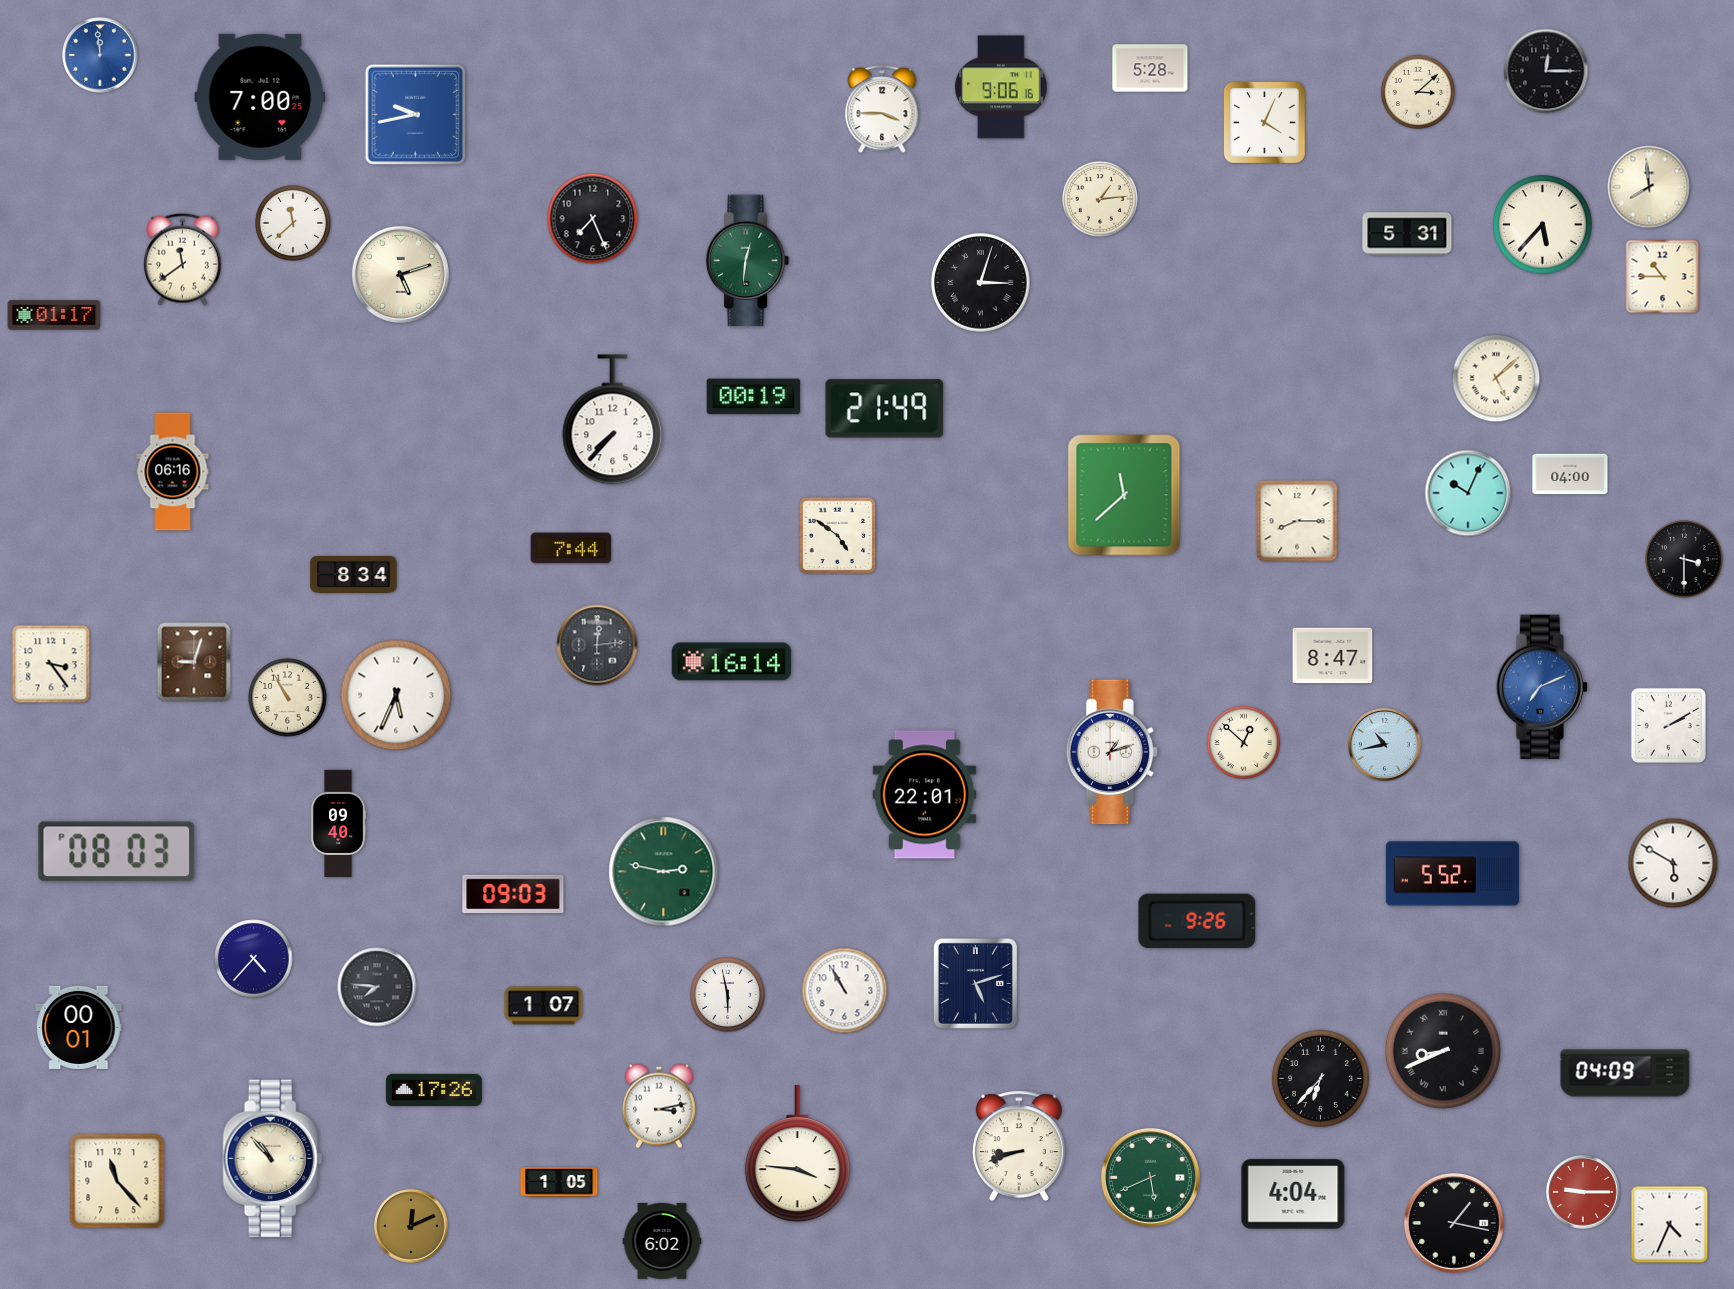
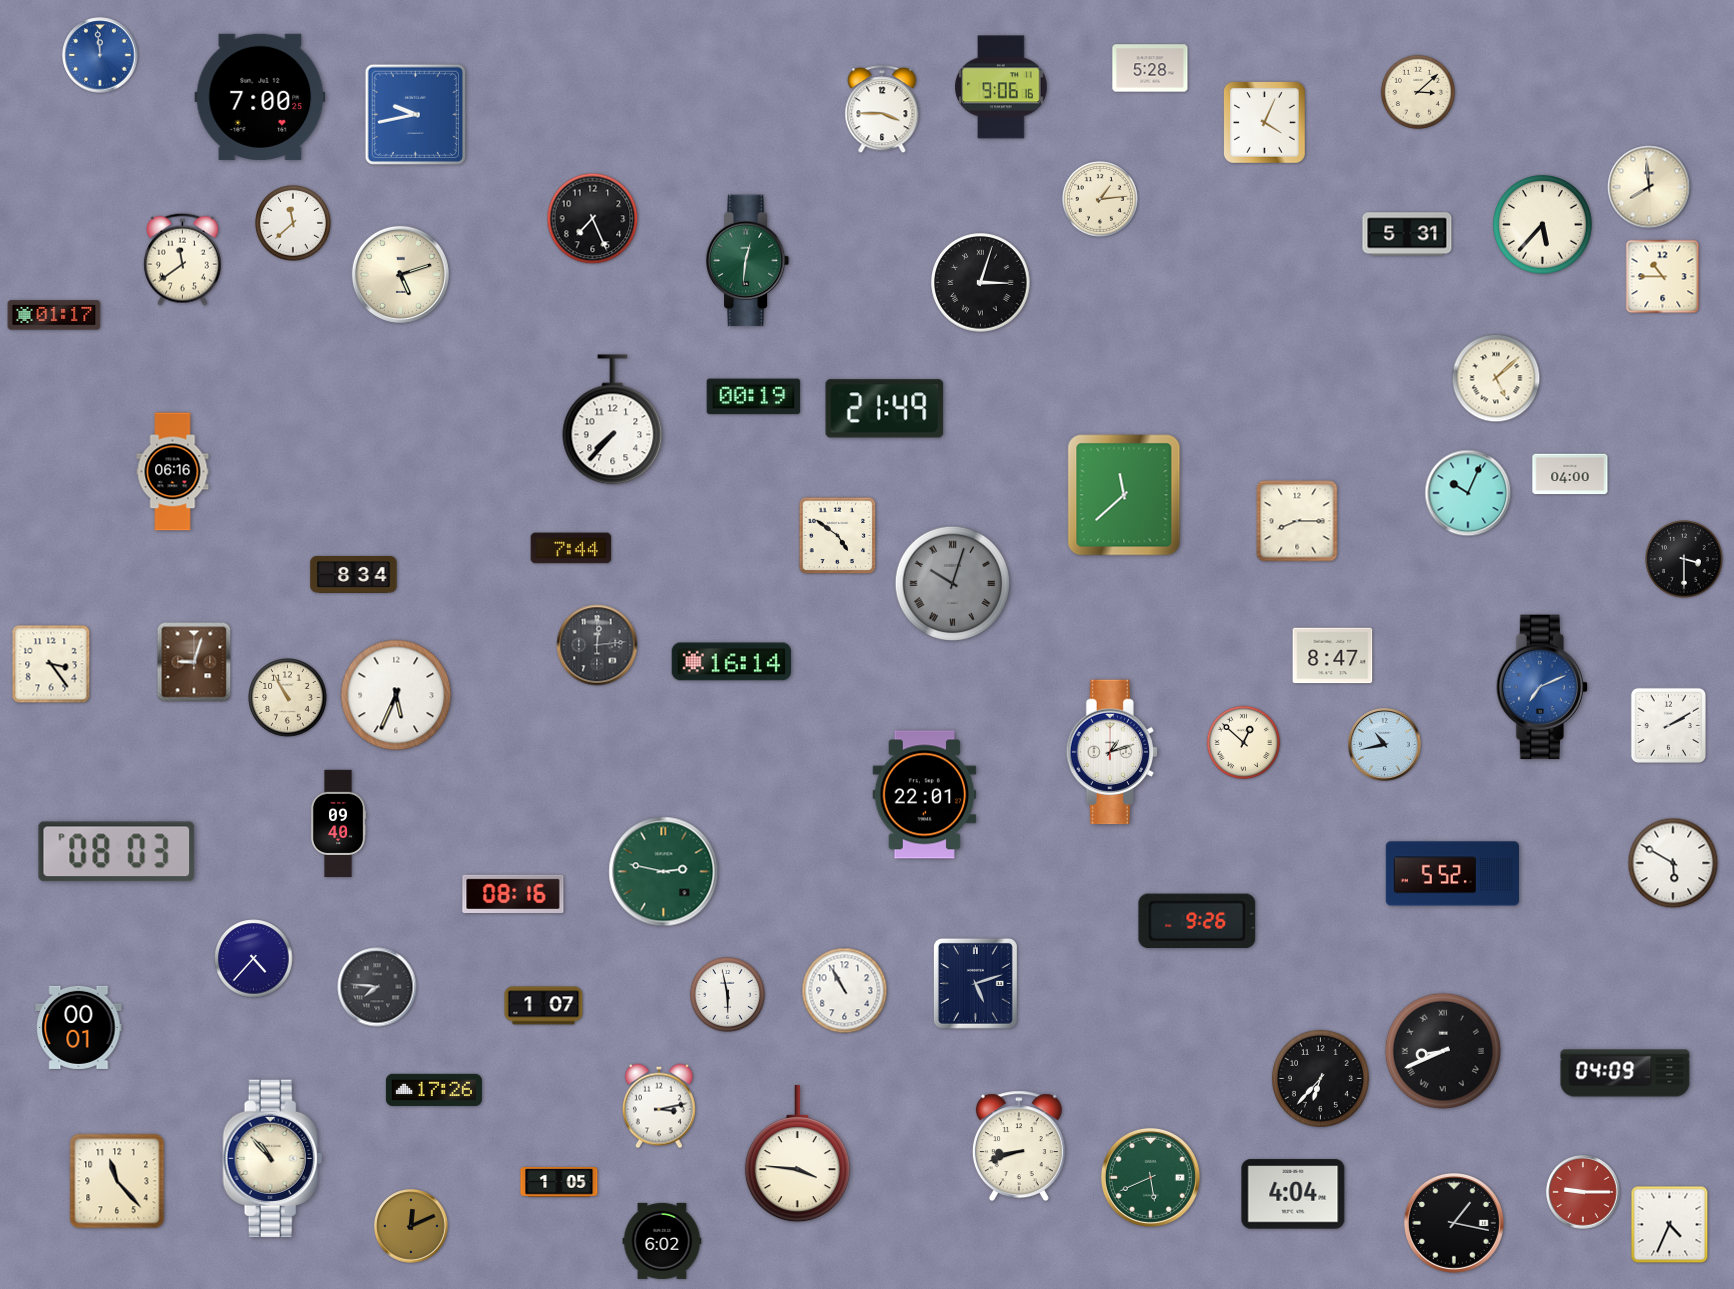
clock at (1546, 71): 12:15 -> none
clock at (952, 583): none -> 10:03
clock at (513, 893): 09:03 -> 08:16
